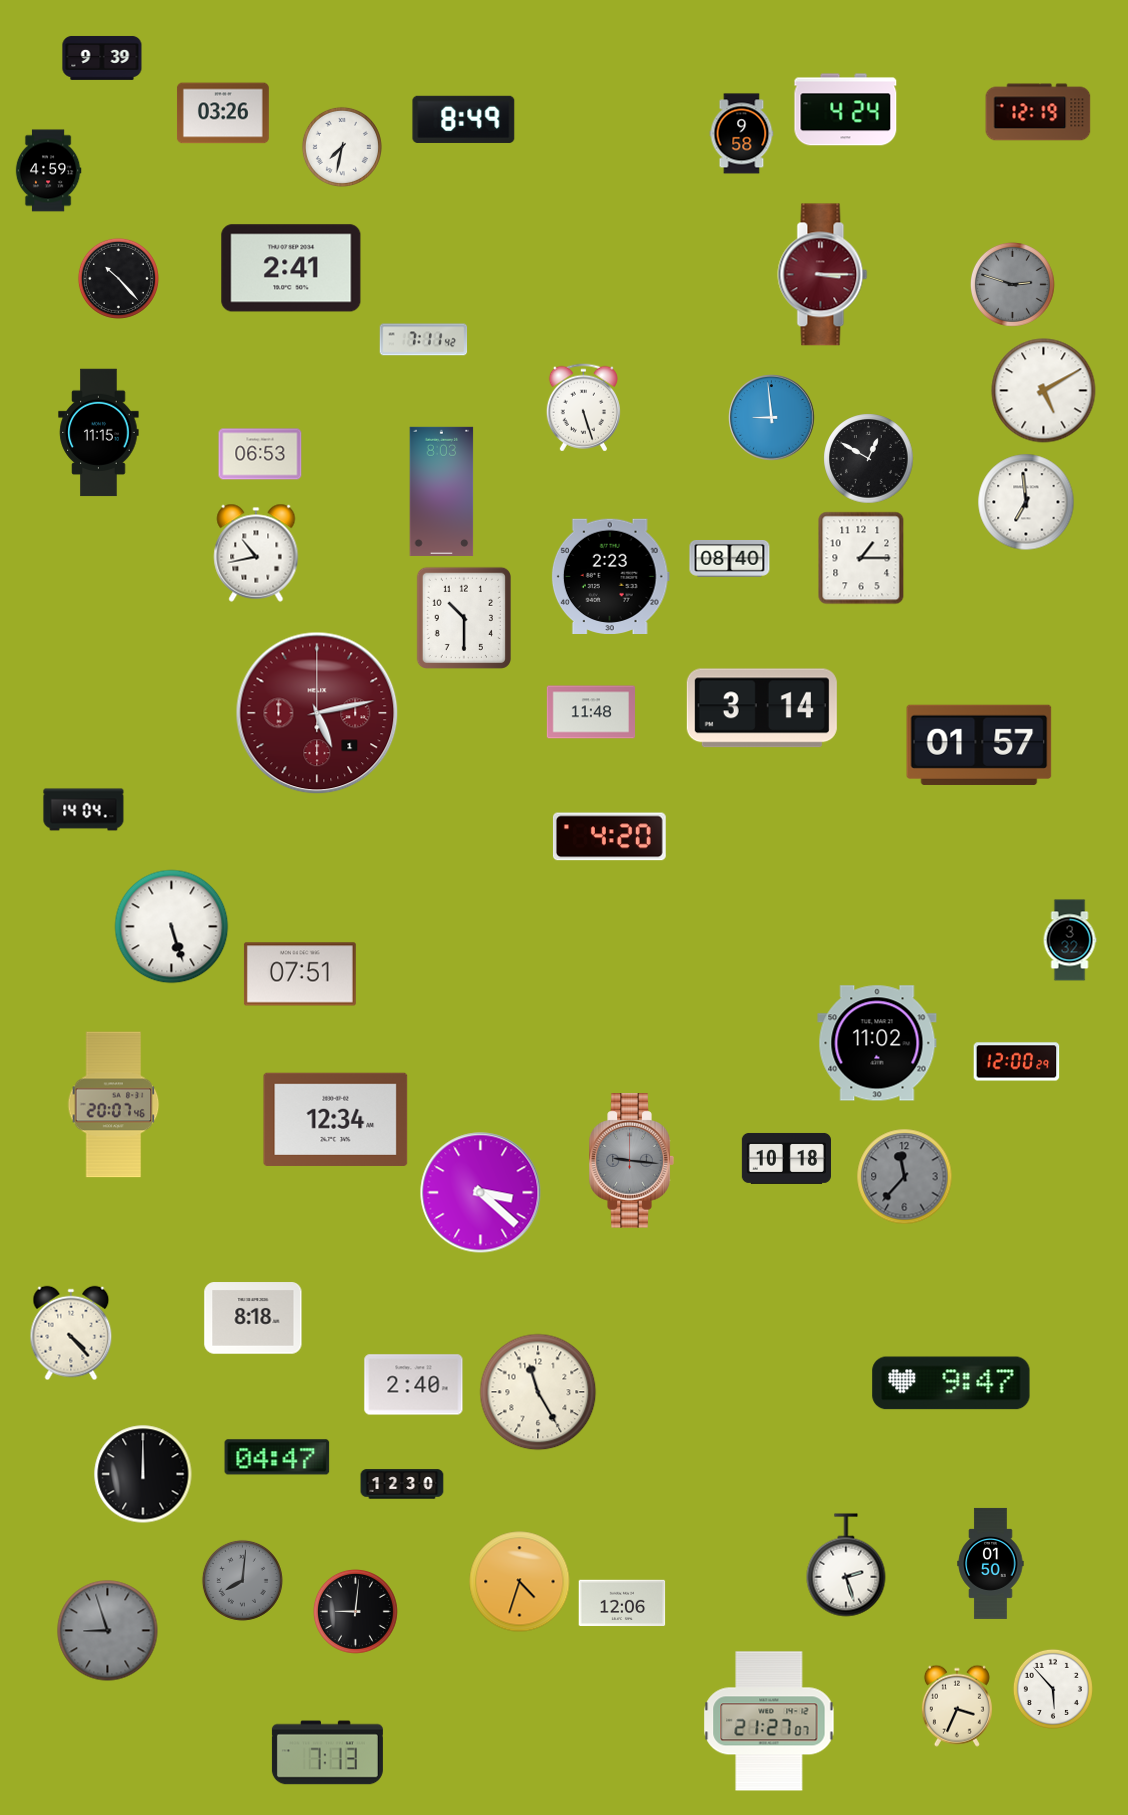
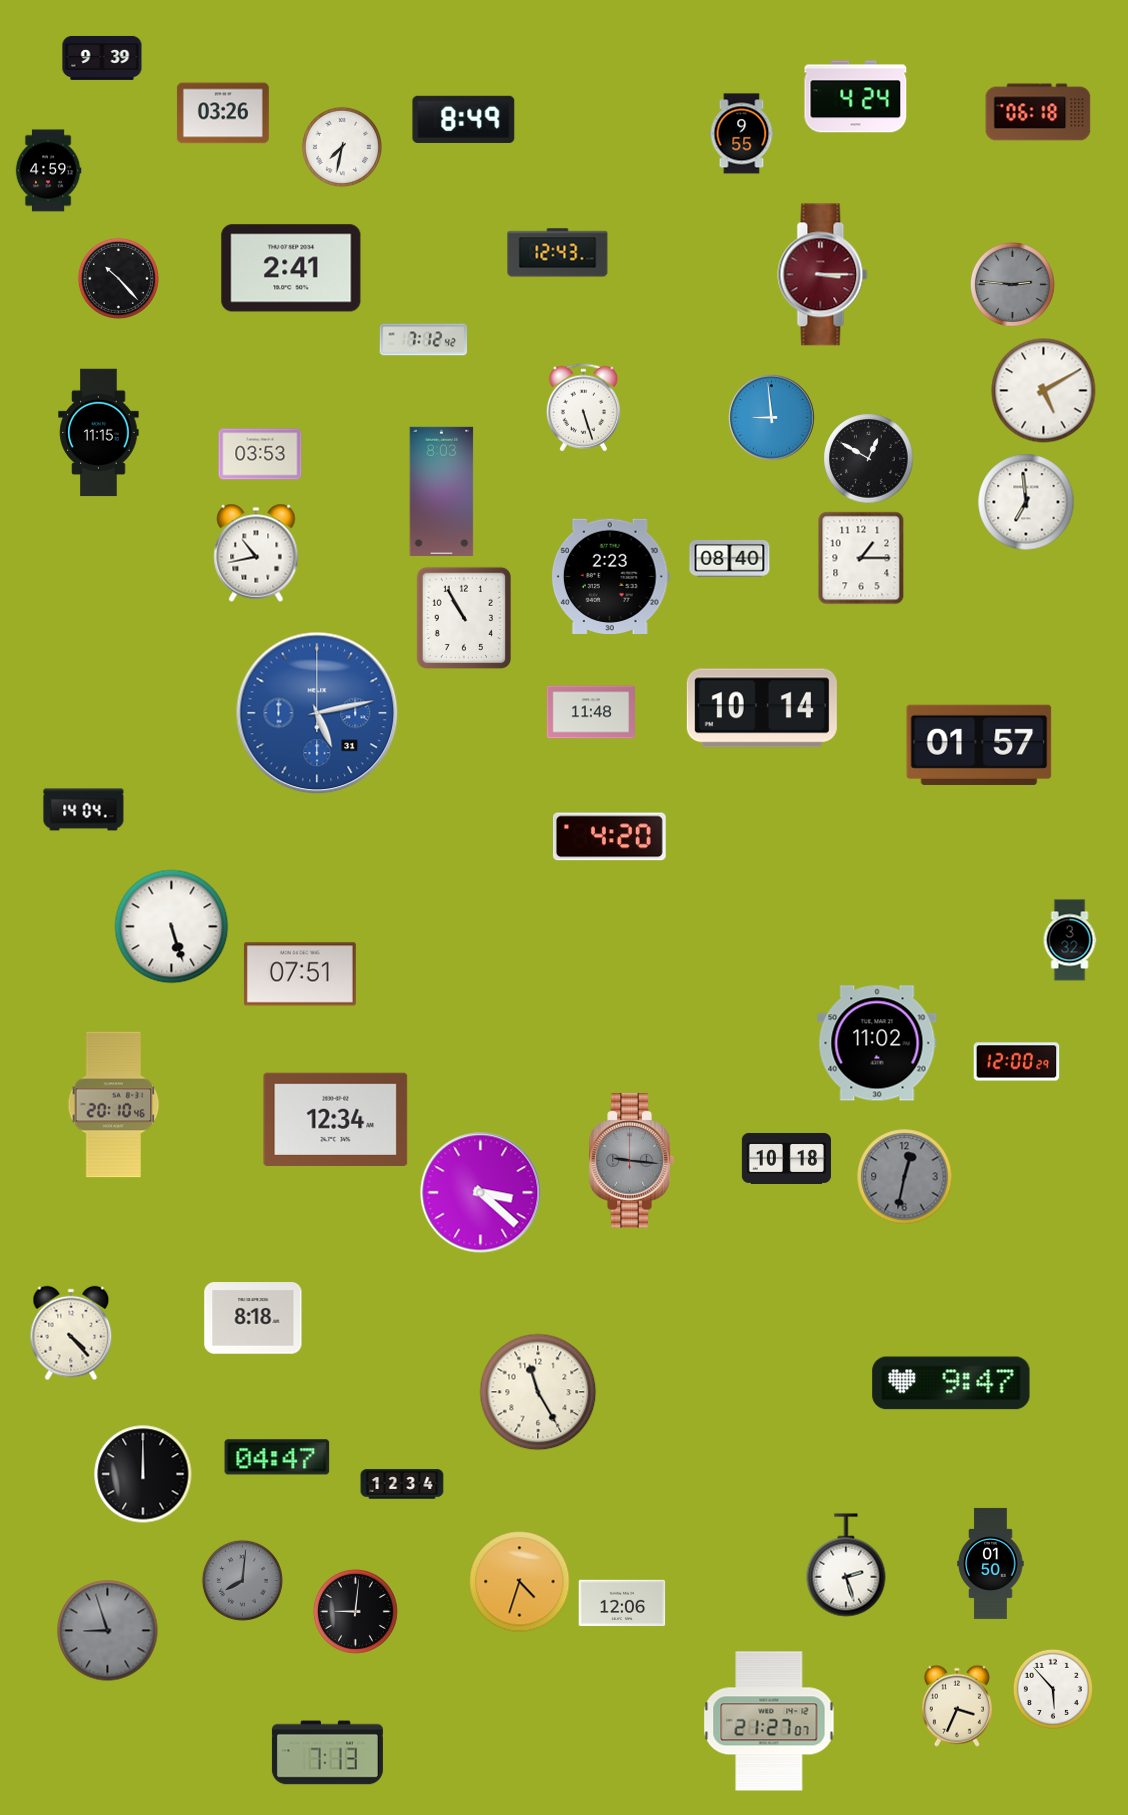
clock at (846, 110) position: (846, 110) -> (856, 97)
clock at (1038, 112): 12:19 -> 06:18
clock at (742, 134): 9:58 -> 9:55
clock at (558, 253): none -> 12:43
clock at (1012, 284): 2:48 -> 2:46
clock at (424, 340): 7:11 -> 7:12
clock at (260, 454): 06:53 -> 03:53
clock at (464, 618): 10:30 -> 10:55
clock at (762, 708): 3:14 -> 10:14
clock at (317, 713) date: 1 -> 31
clock at (317, 713) dial: burgundy -> blue
clock at (114, 1105): 20:07 -> 20:10
clock at (905, 1177): 11:37 -> 12:32
clock at (414, 1385): 2:40 -> none
clock at (402, 1484): 12:30 -> 12:34
